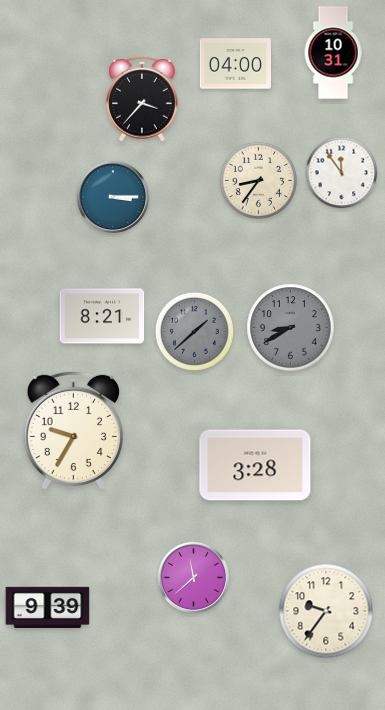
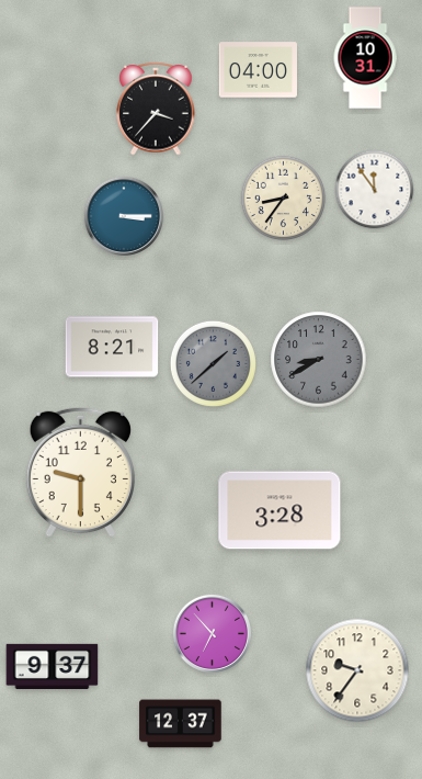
clock at (73, 430): 9:35 -> 9:30
clock at (193, 577): 11:38 -> 6:53
clock at (48, 608): 9:39 -> 9:37
clock at (181, 724): none -> 12:37
